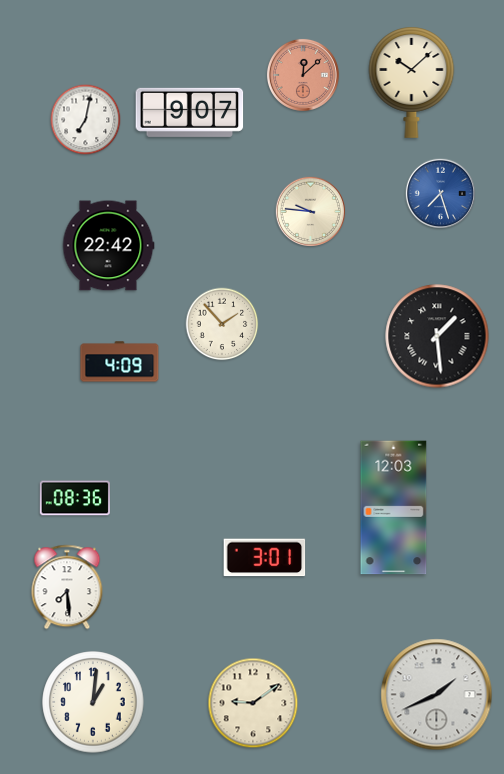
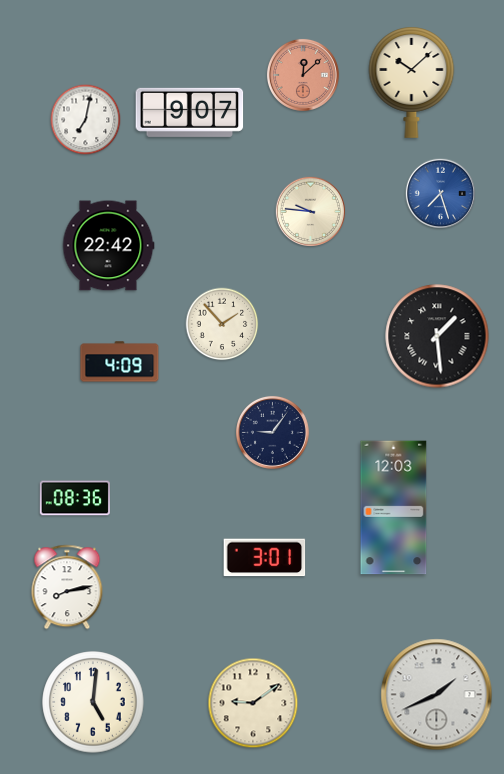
clock at (272, 432): none -> 9:06
clock at (67, 587): 7:29 -> 8:13
clock at (93, 702): 1:01 -> 5:01
